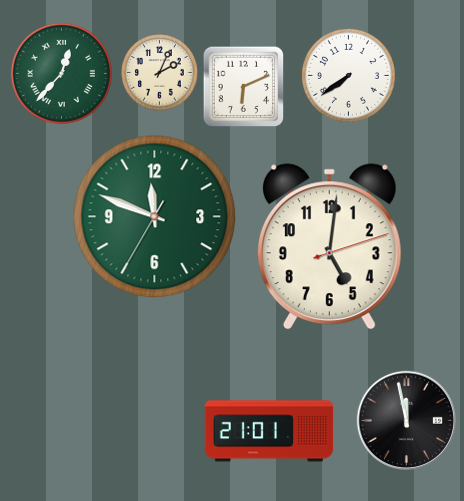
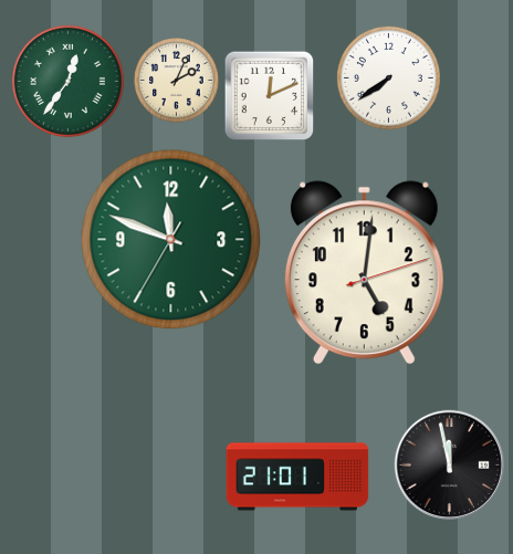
clock at (61, 73): 12:37 -> 12:36
clock at (348, 75) position: (348, 75) -> (388, 77)
clock at (243, 86): 6:11 -> 12:11
